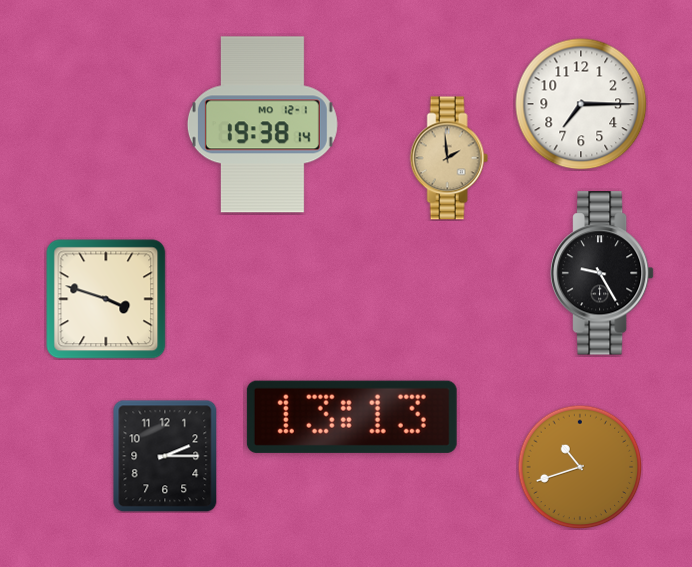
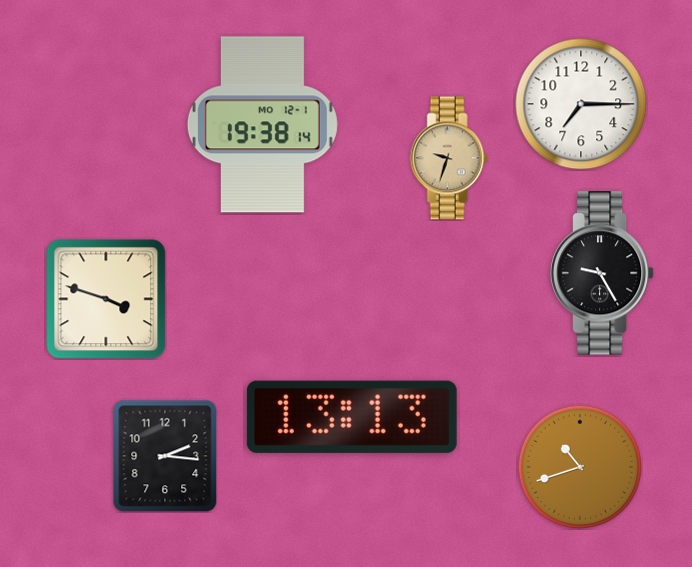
clock at (449, 158): 1:59 -> 9:33
clock at (165, 456): 2:15 -> 2:16
